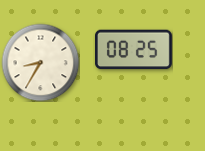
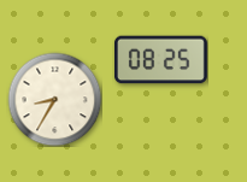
clock at (40, 62) position: (40, 62) -> (54, 99)
